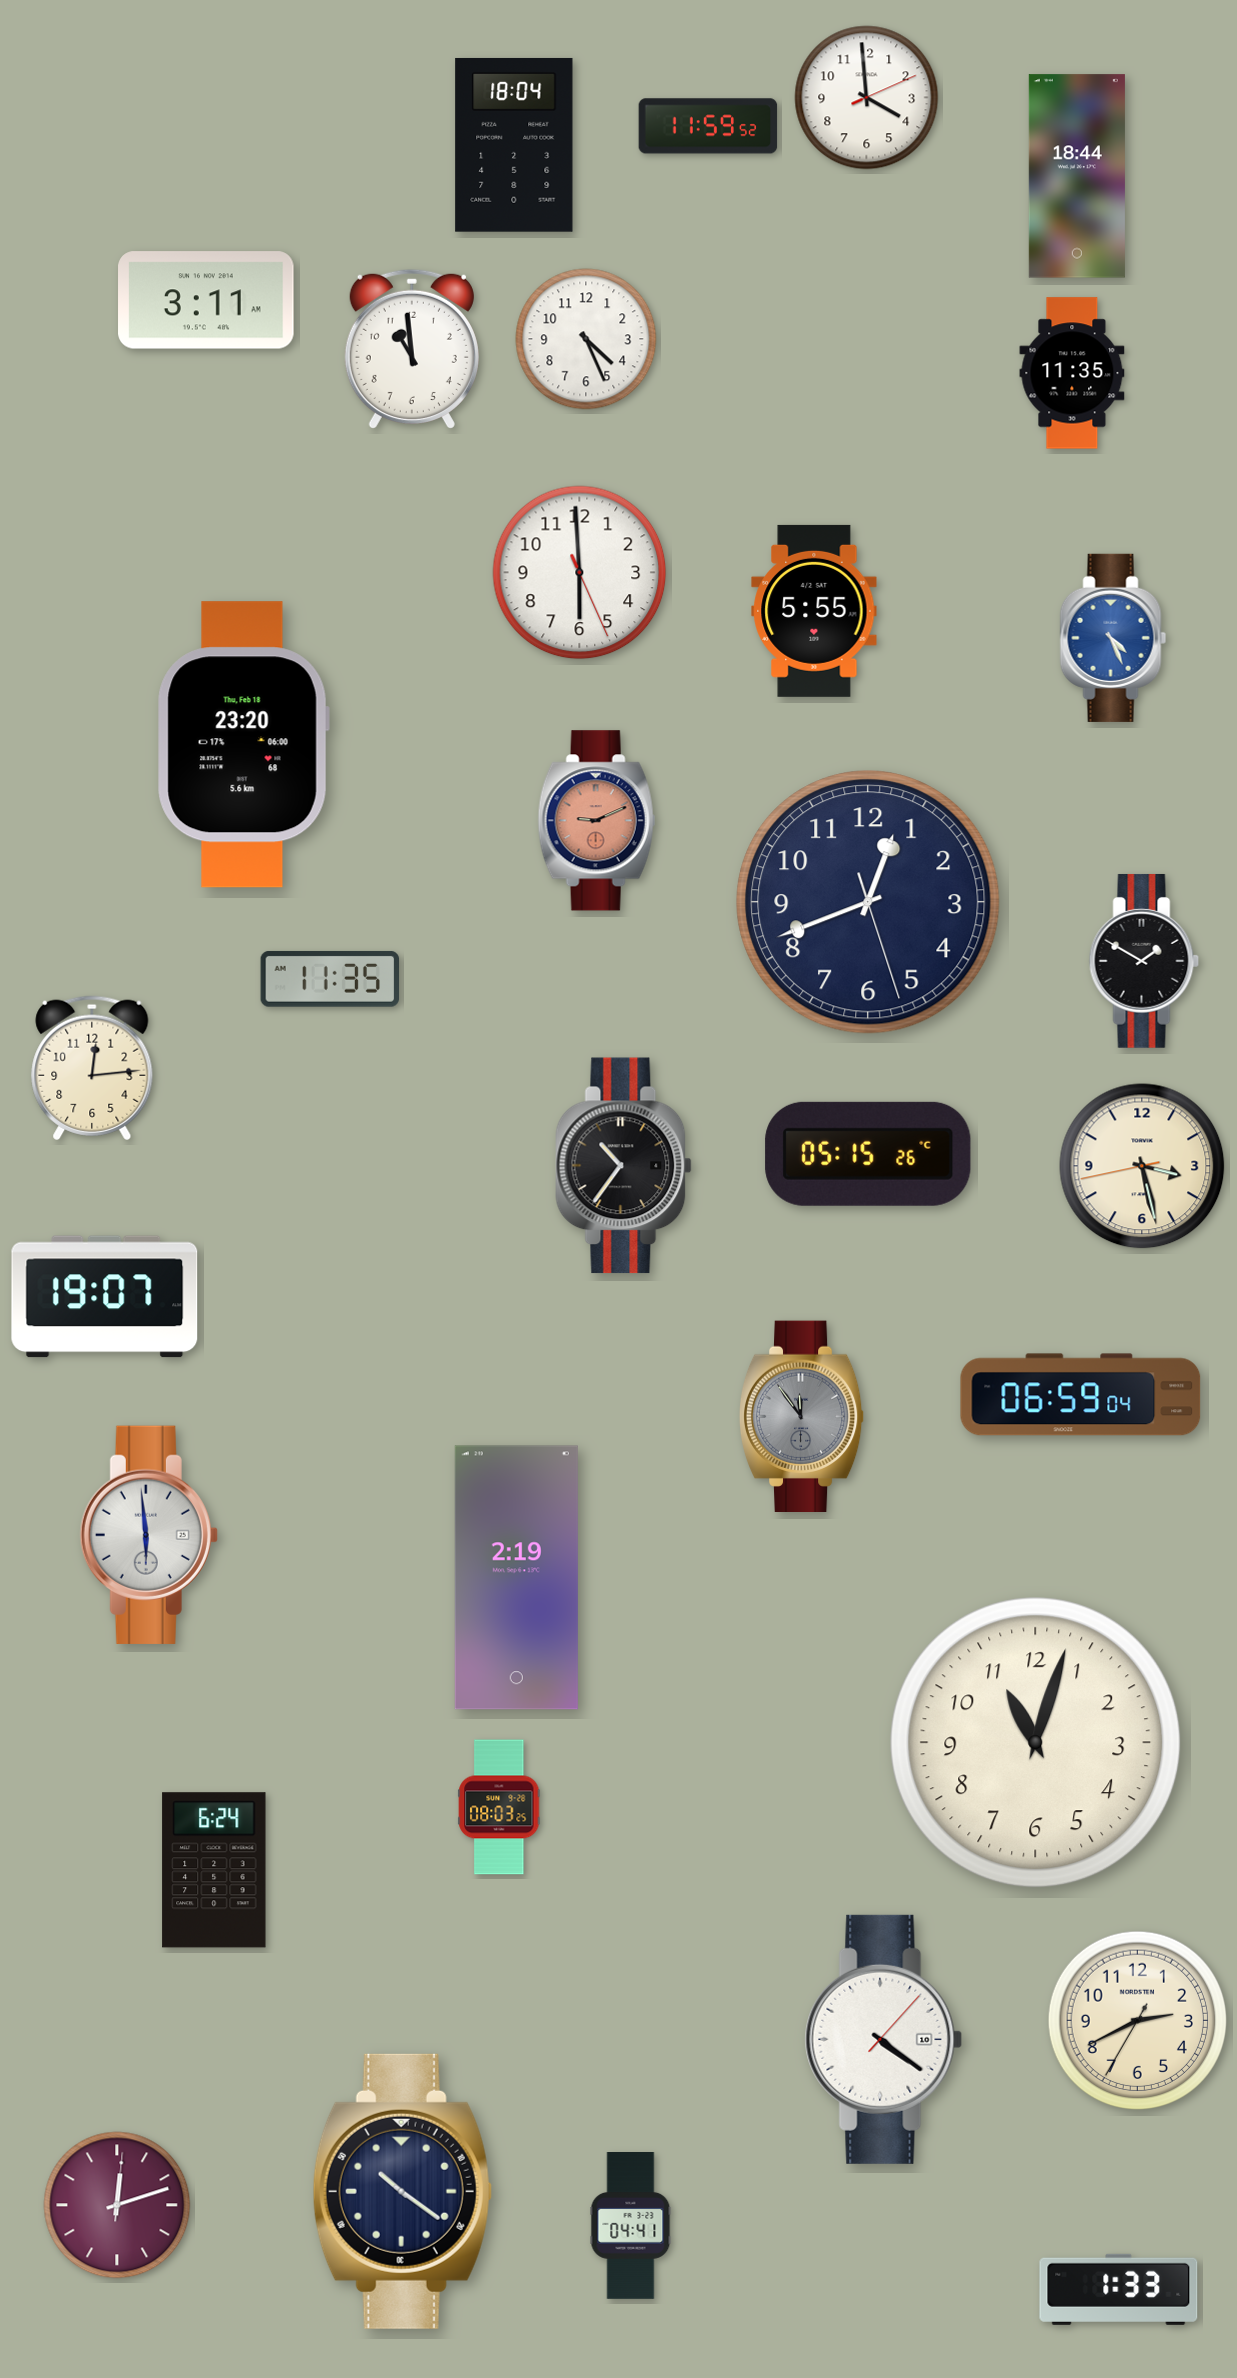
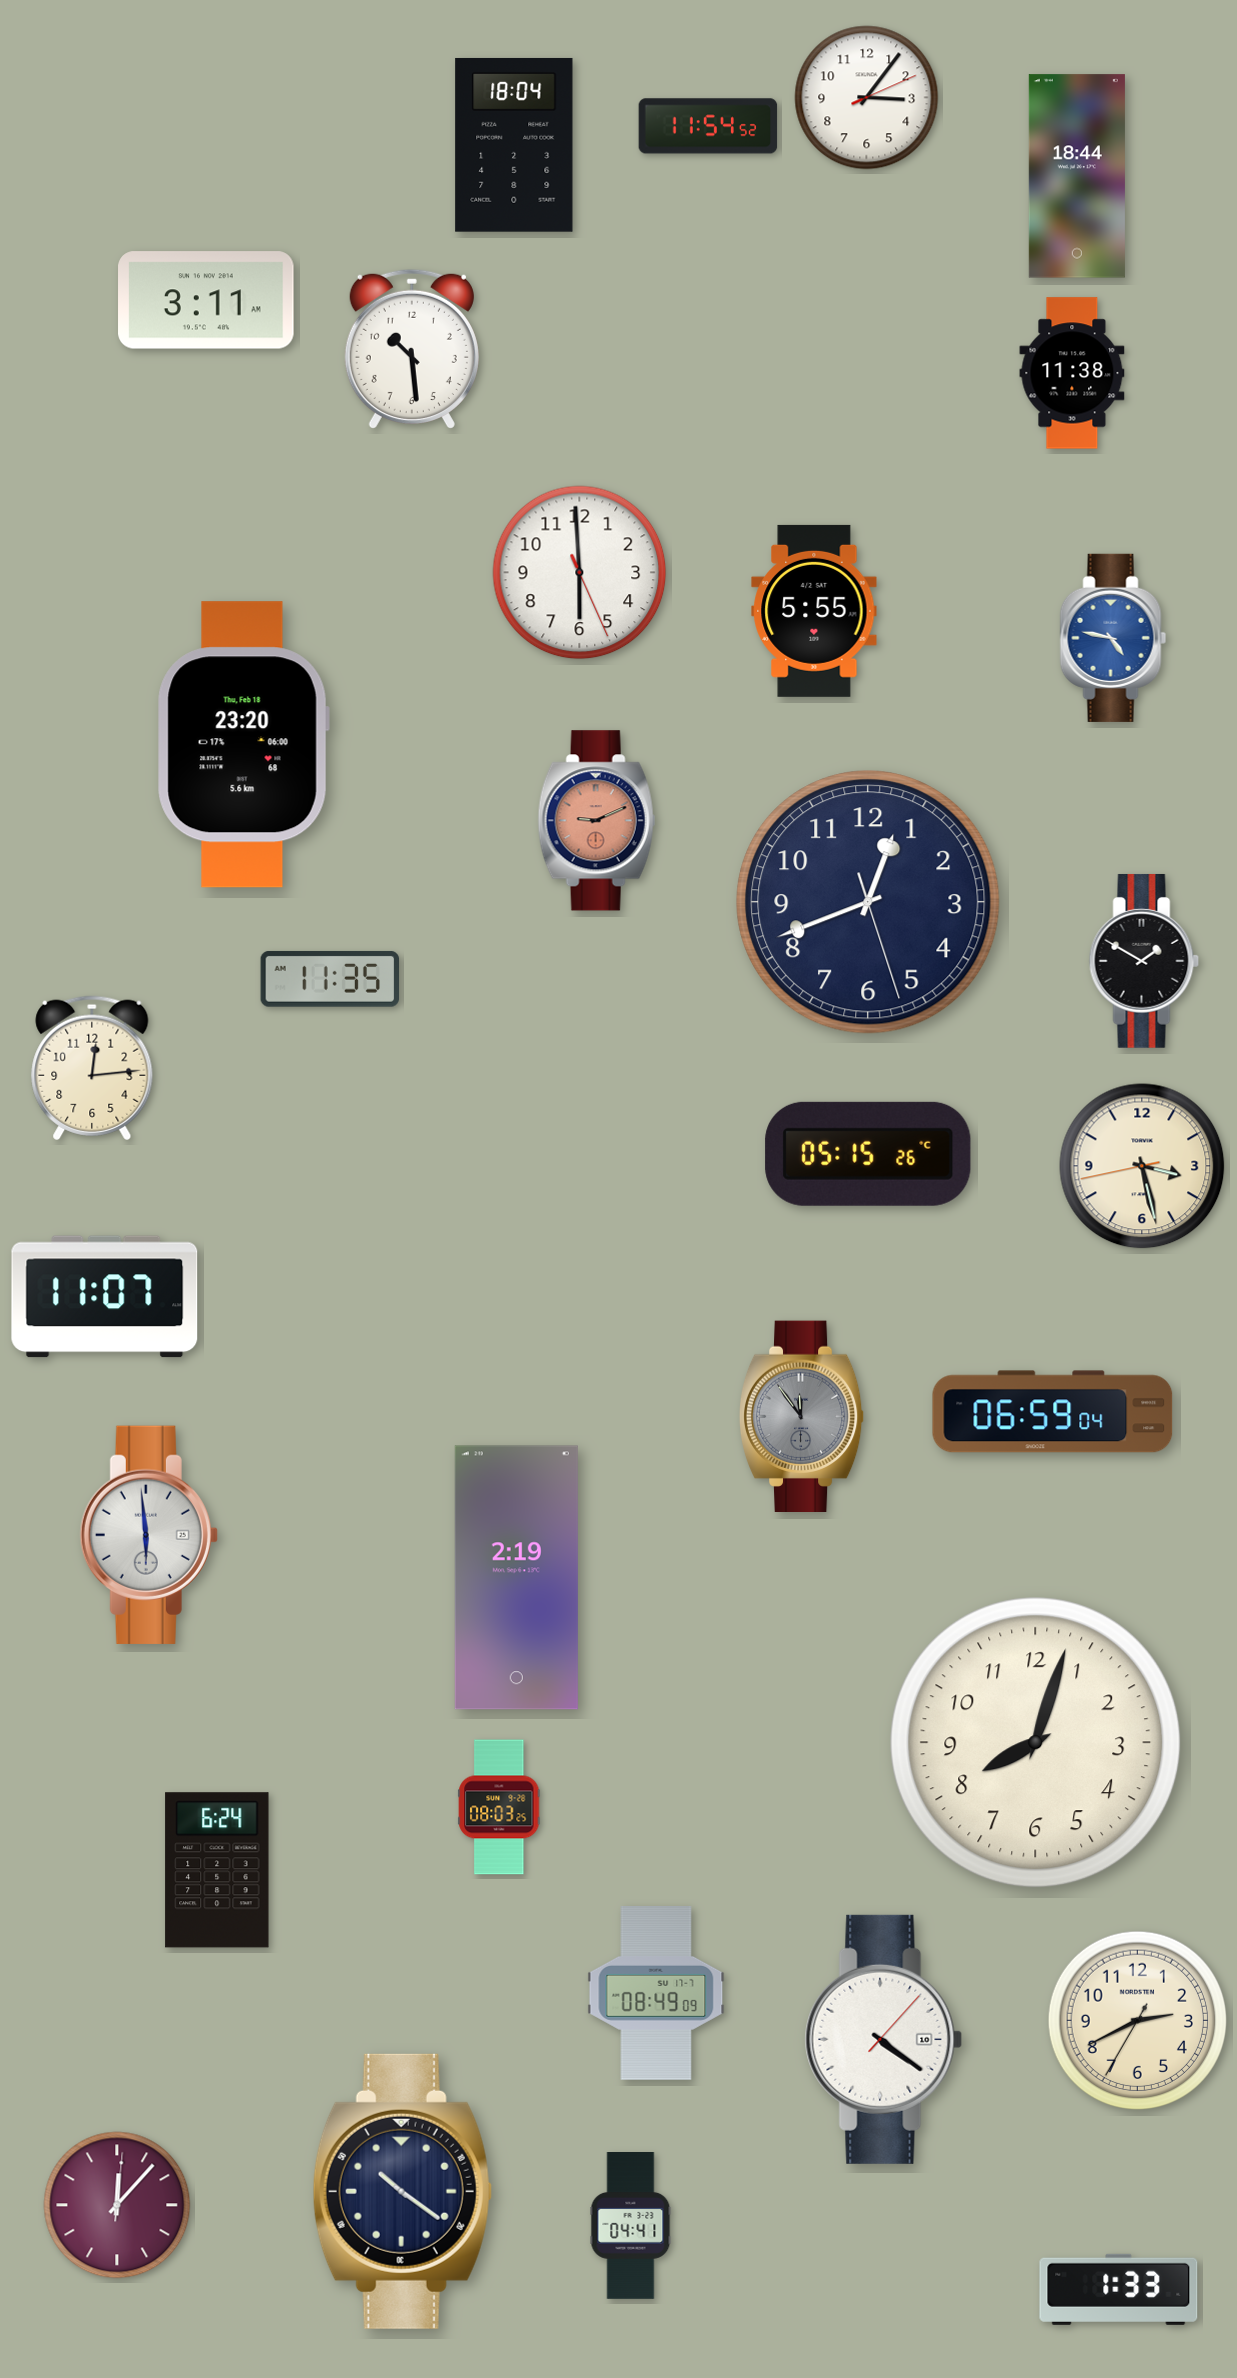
clock at (867, 98): 3:59 -> 3:06
clock at (708, 126): 11:59 -> 11:54
clock at (586, 339): 4:26 -> none
clock at (412, 349): 10:59 -> 10:29
clock at (1072, 373): 11:35 -> 11:38
clock at (1113, 638): 4:26 -> 4:47
clock at (624, 1166): 10:36 -> none
clock at (105, 1297): 19:07 -> 11:07
clock at (1081, 1395) position: (1081, 1395) -> (1053, 1412)
clock at (1036, 1743): 11:03 -> 8:03
clock at (214, 1870) position: (214, 1870) -> (217, 1870)
clock at (656, 1994): none -> 08:49
clock at (117, 2205): 12:12 -> 12:07
